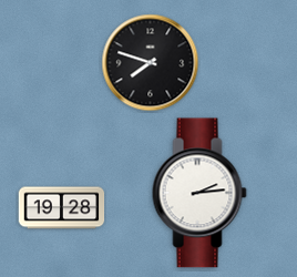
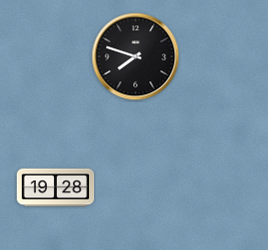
clock at (199, 193): 2:14 -> none
